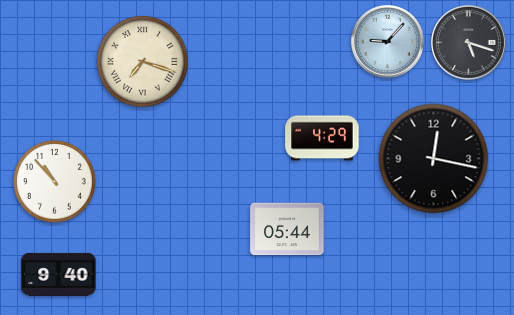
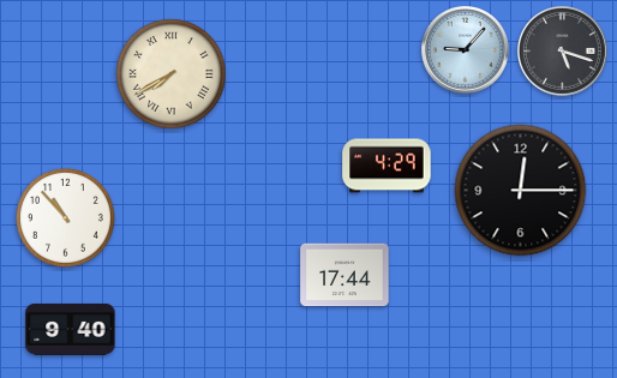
clock at (143, 62): 7:18 -> 7:40
clock at (434, 159): 12:17 -> 12:15
clock at (287, 229): 05:44 -> 17:44
